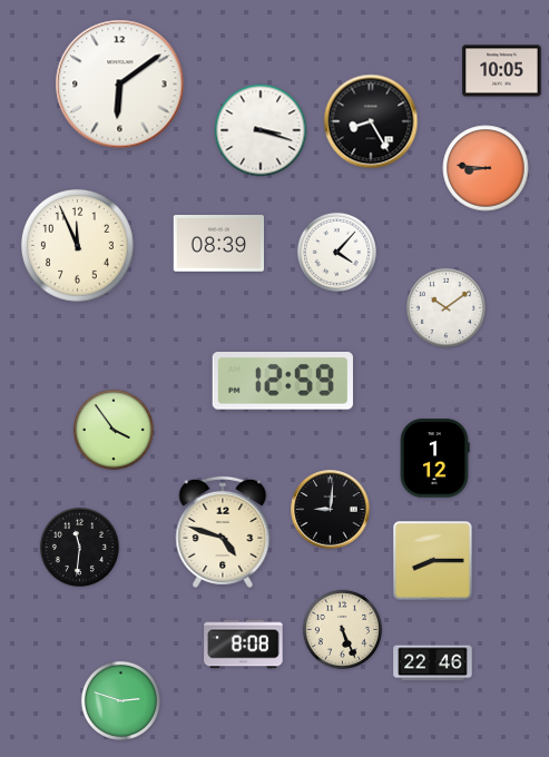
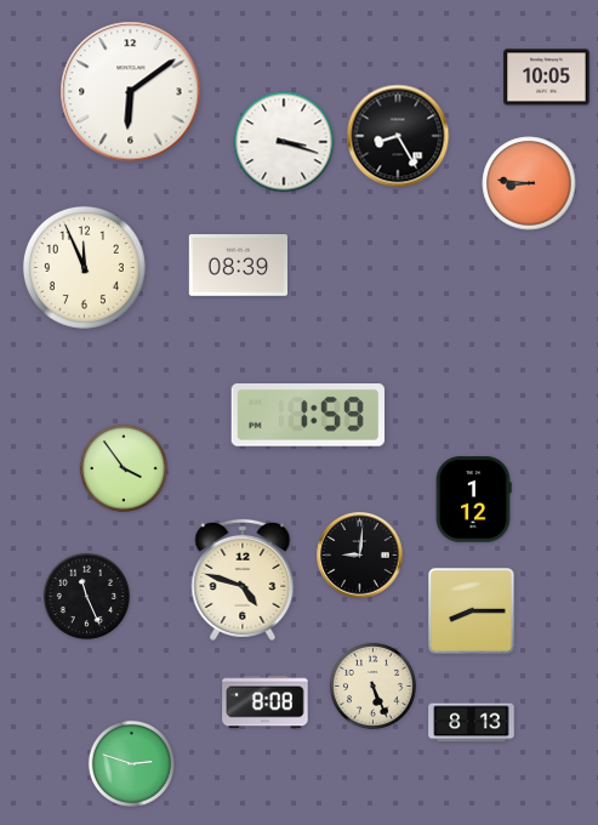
clock at (371, 121) position: (371, 121) -> (398, 136)
clock at (336, 252): 4:07 -> none
clock at (445, 307): 10:09 -> none
clock at (283, 382): 12:59 -> 1:59
clock at (79, 547): 11:31 -> 11:26
clock at (433, 663): 22:46 -> 8:13
